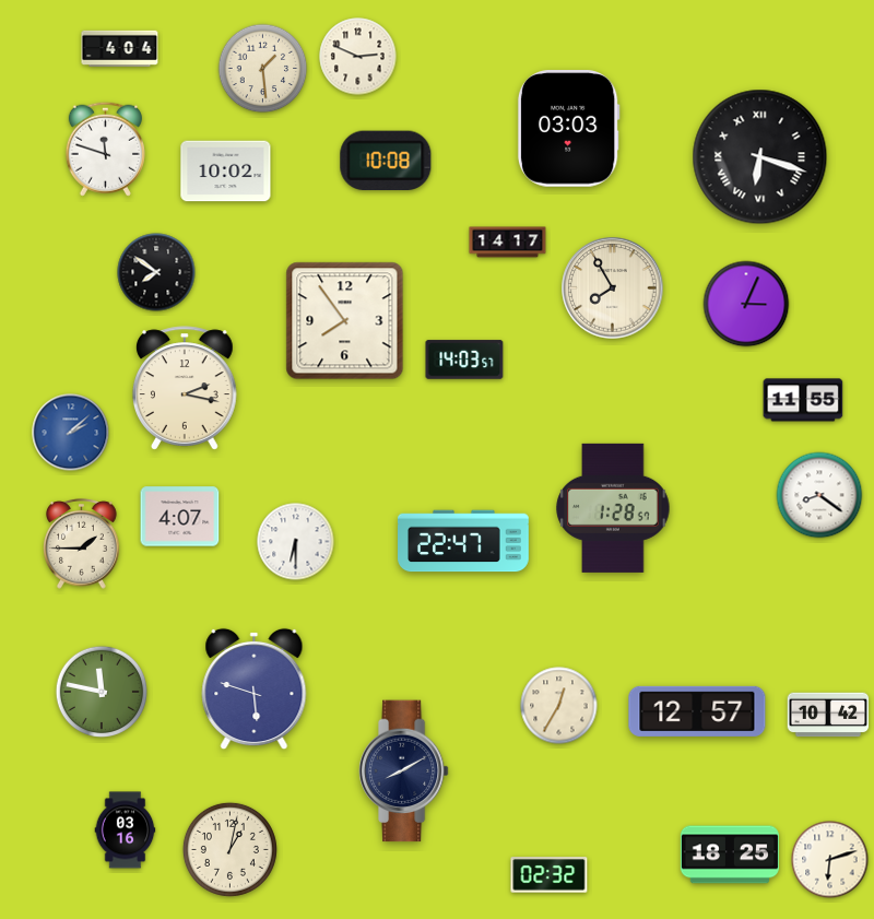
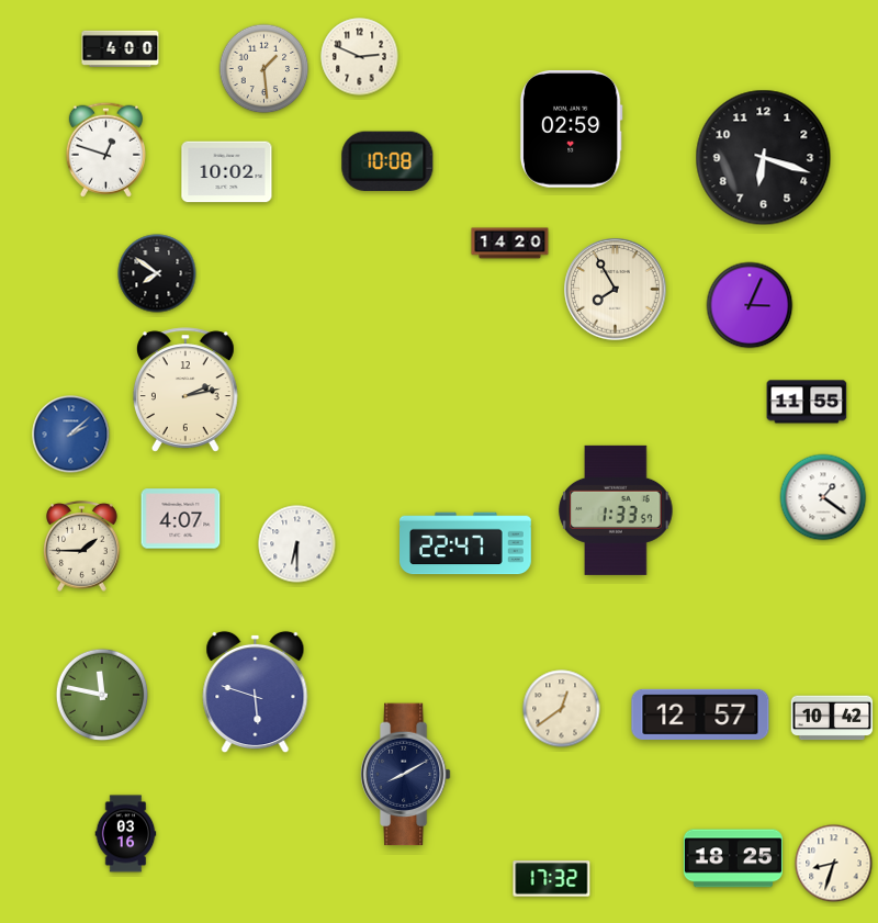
clock at (120, 48): 4:04 -> 4:00
clock at (568, 129): 03:03 -> 02:59
clock at (105, 149): 11:48 -> 12:48
clock at (760, 157) numerals: Roman -> Arabic
clock at (508, 243): 14:17 -> 14:20
clock at (345, 321): 7:54 -> none
clock at (464, 360): 14:03 -> none
clock at (185, 388): 2:17 -> 2:13
clock at (819, 495): 8:21 -> 1:21
clock at (613, 508): 1:28 -> 1:33
clock at (559, 706): 12:35 -> 12:39
clock at (229, 849): 1:02 -> none
clock at (830, 860): 6:12 -> 8:33
clock at (550, 875): 02:32 -> 17:32
